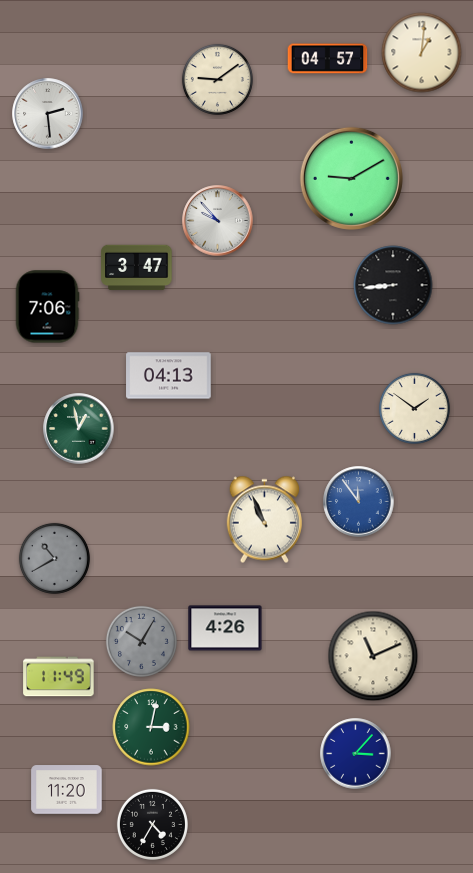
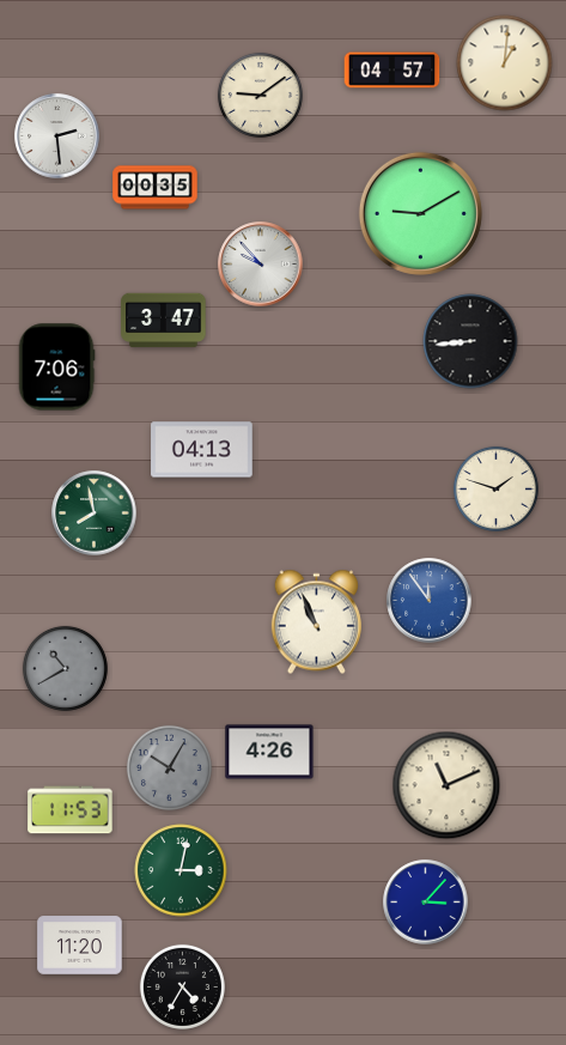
clock at (156, 188): none -> 00:35
clock at (414, 408): 1:51 -> 1:48
clock at (79, 429): 12:58 -> 7:58
clock at (59, 677): 11:49 -> 11:53
